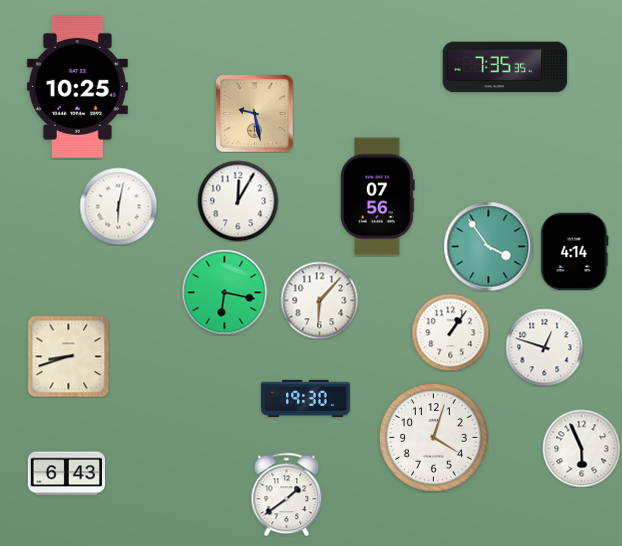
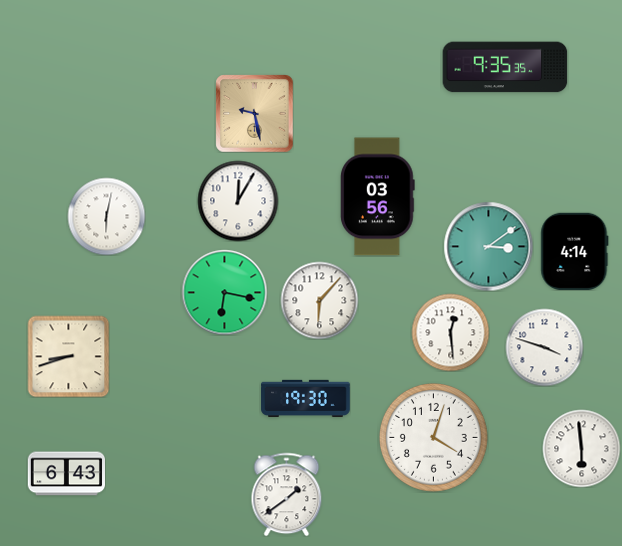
clock at (505, 67): 7:35 -> 9:35
clock at (77, 86): 10:25 -> none
clock at (378, 197): 07:56 -> 03:56
clock at (118, 206) position: (118, 206) -> (106, 216)
clock at (488, 246): 3:54 -> 3:09
clock at (450, 332): 1:06 -> 12:29
clock at (544, 347): 12:48 -> 3:48
clock at (581, 448): 5:56 -> 5:59
